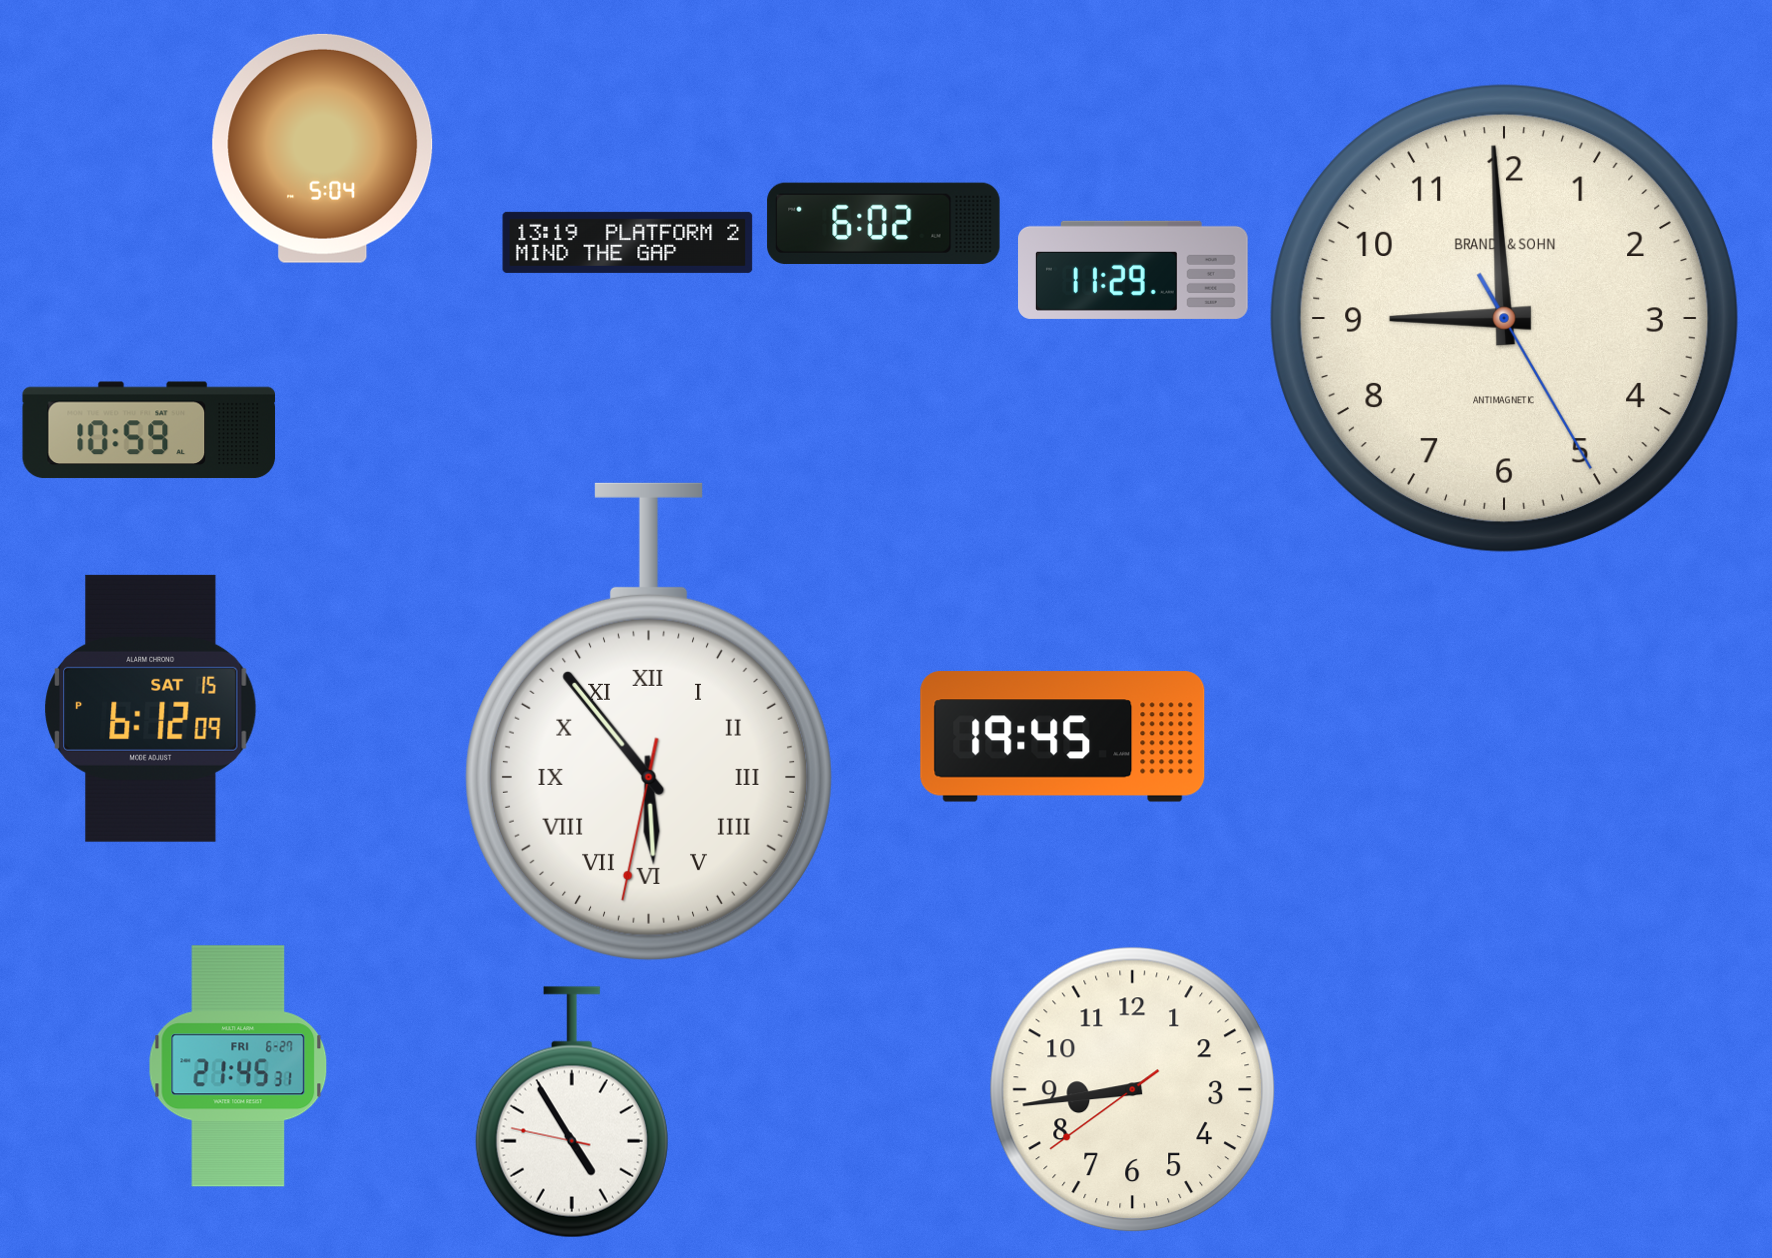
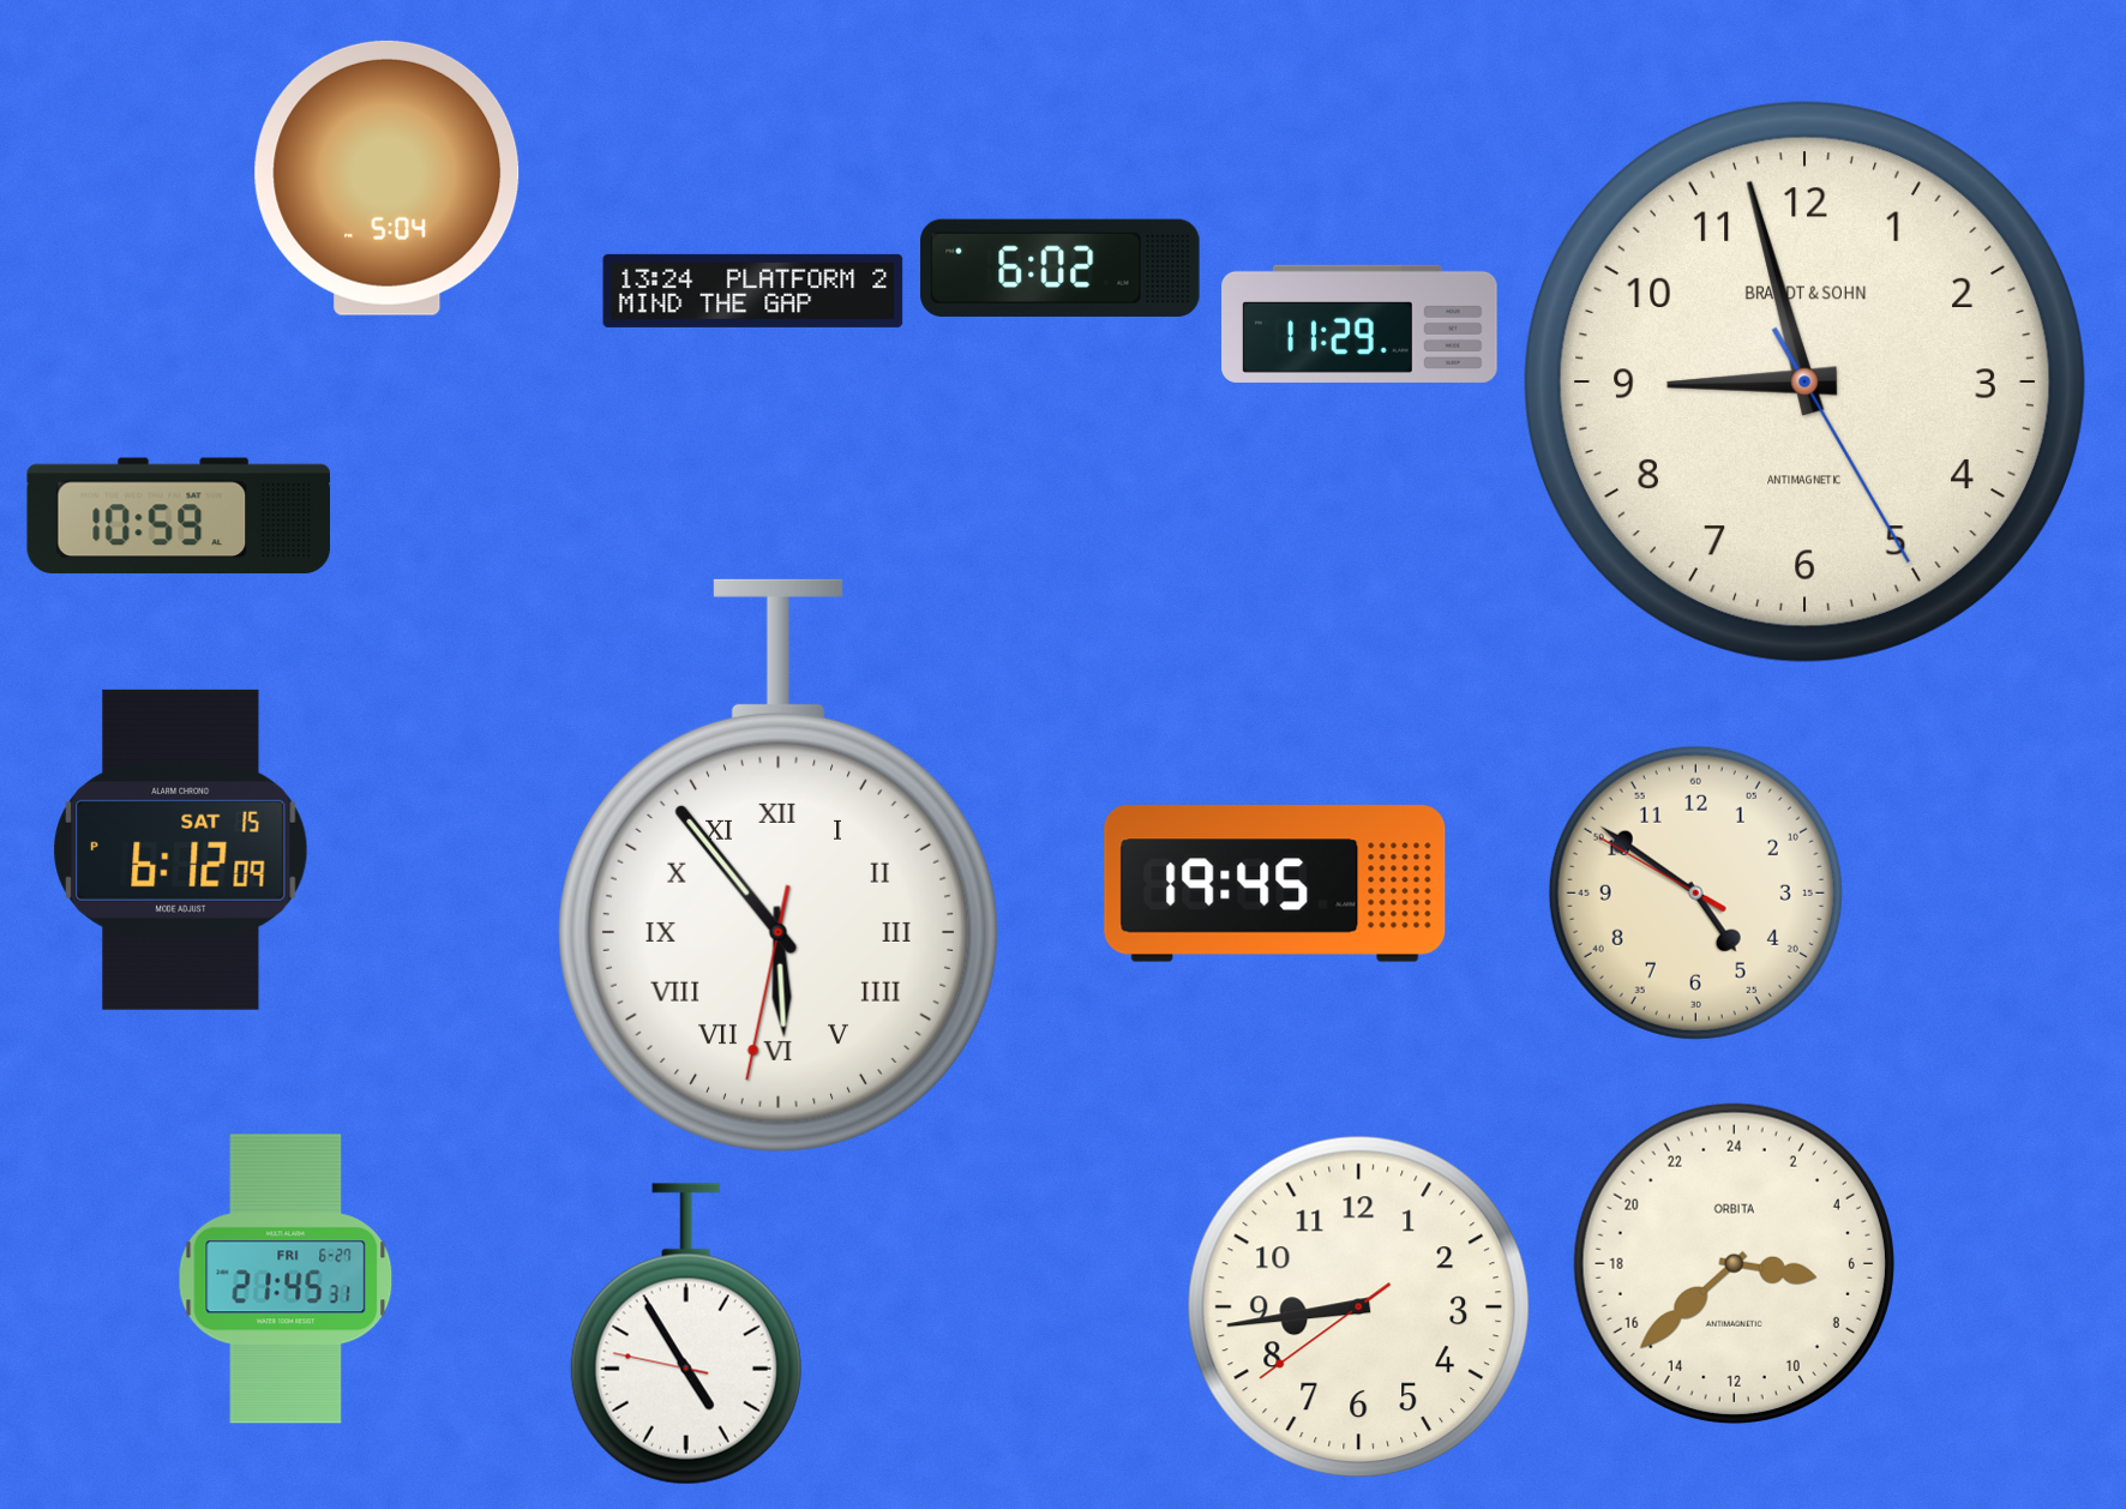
clock at (628, 242): 13:19 -> 13:24
clock at (1504, 318): 8:59 -> 8:57
clock at (1695, 892): none -> 4:50
clock at (1734, 1263): none -> 6:38
